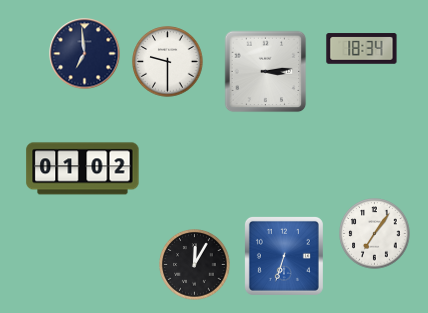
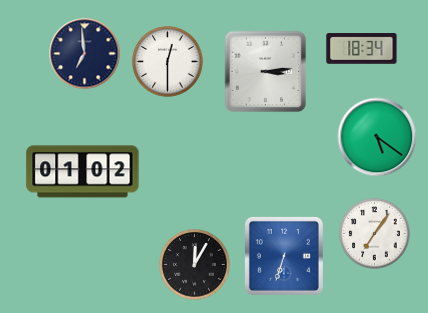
clock at (168, 62): 9:30 -> 12:30
clock at (377, 137): none -> 5:21
clock at (83, 169) position: (83, 169) -> (83, 172)
